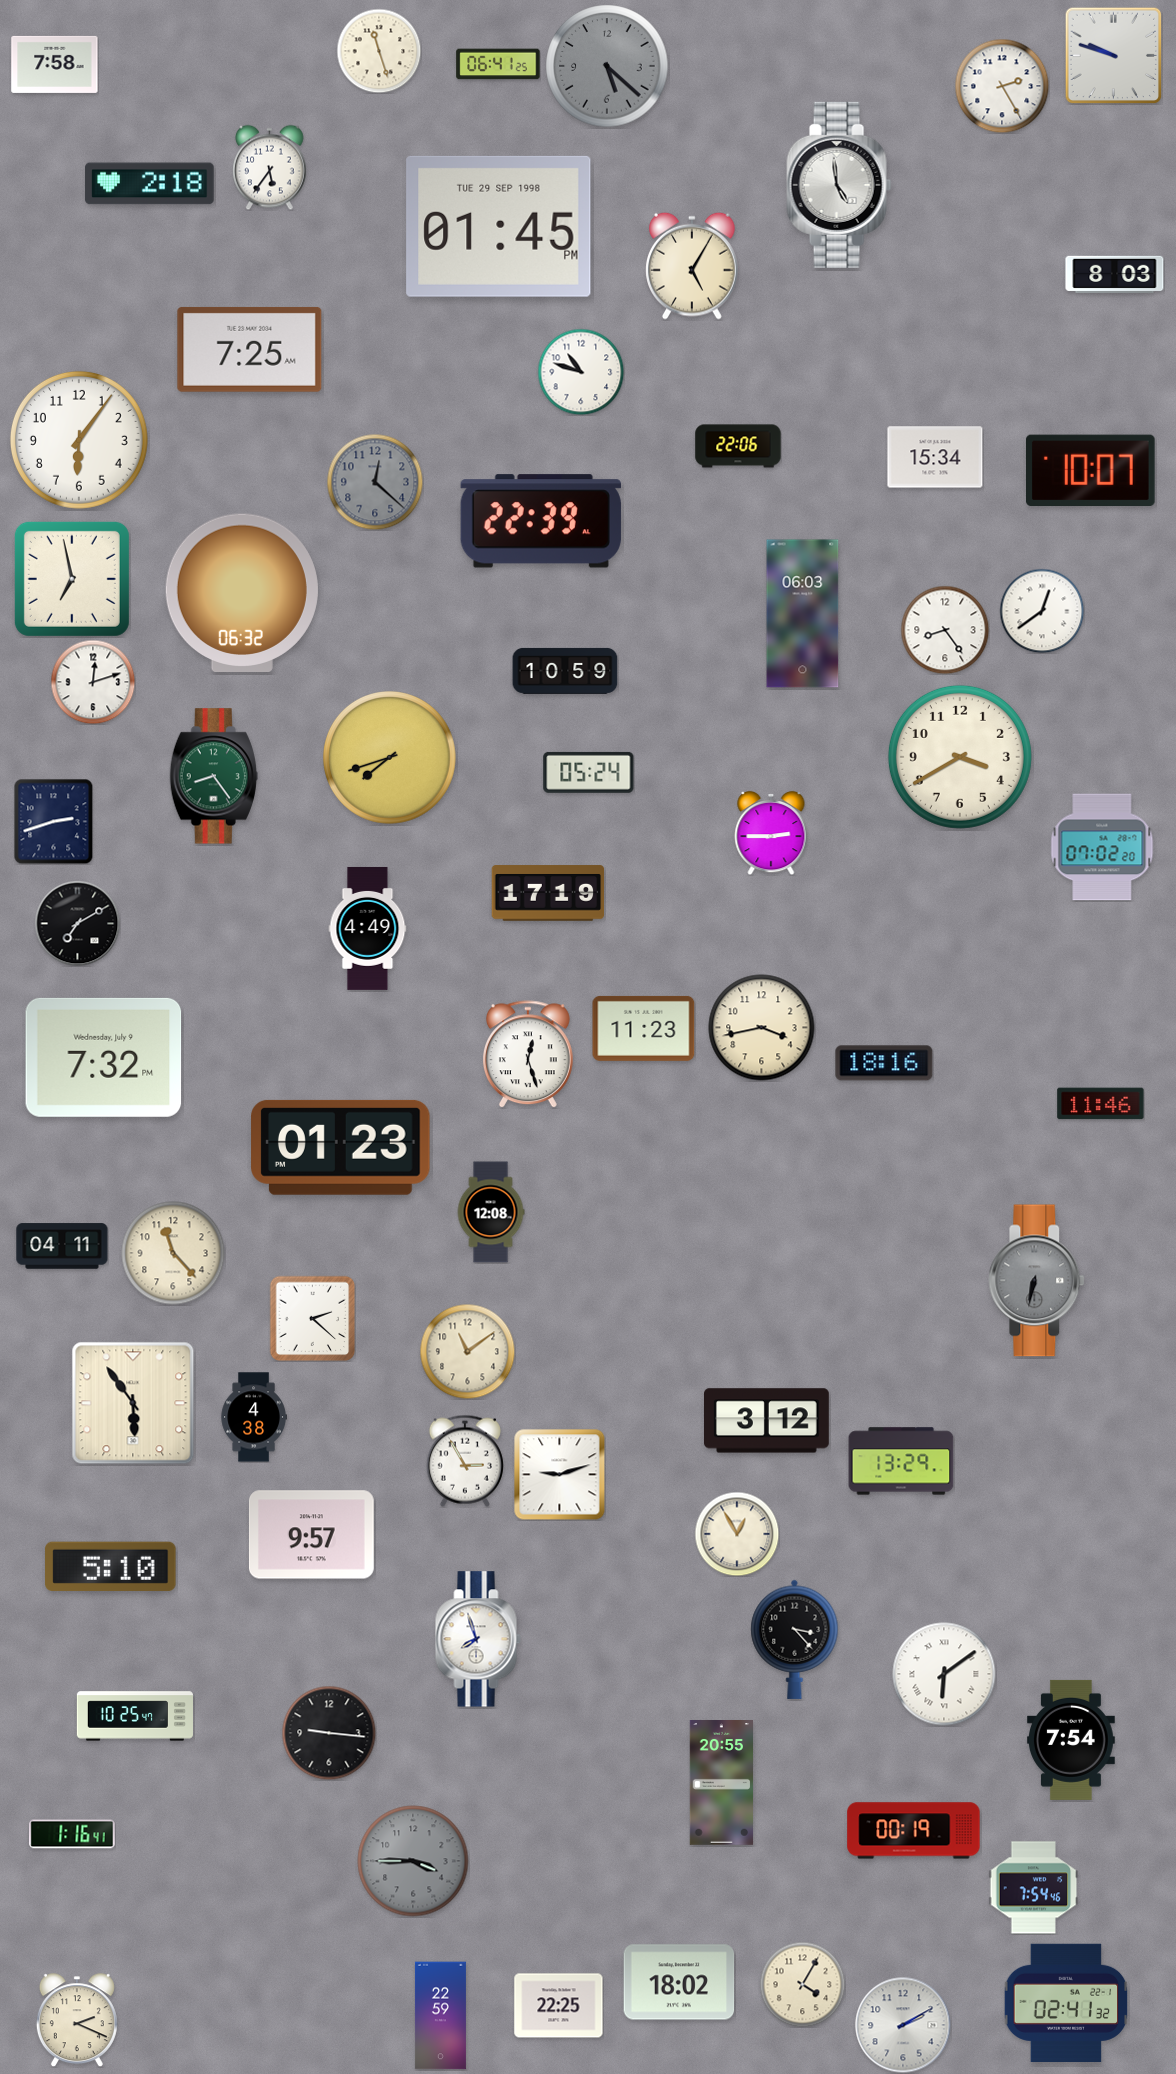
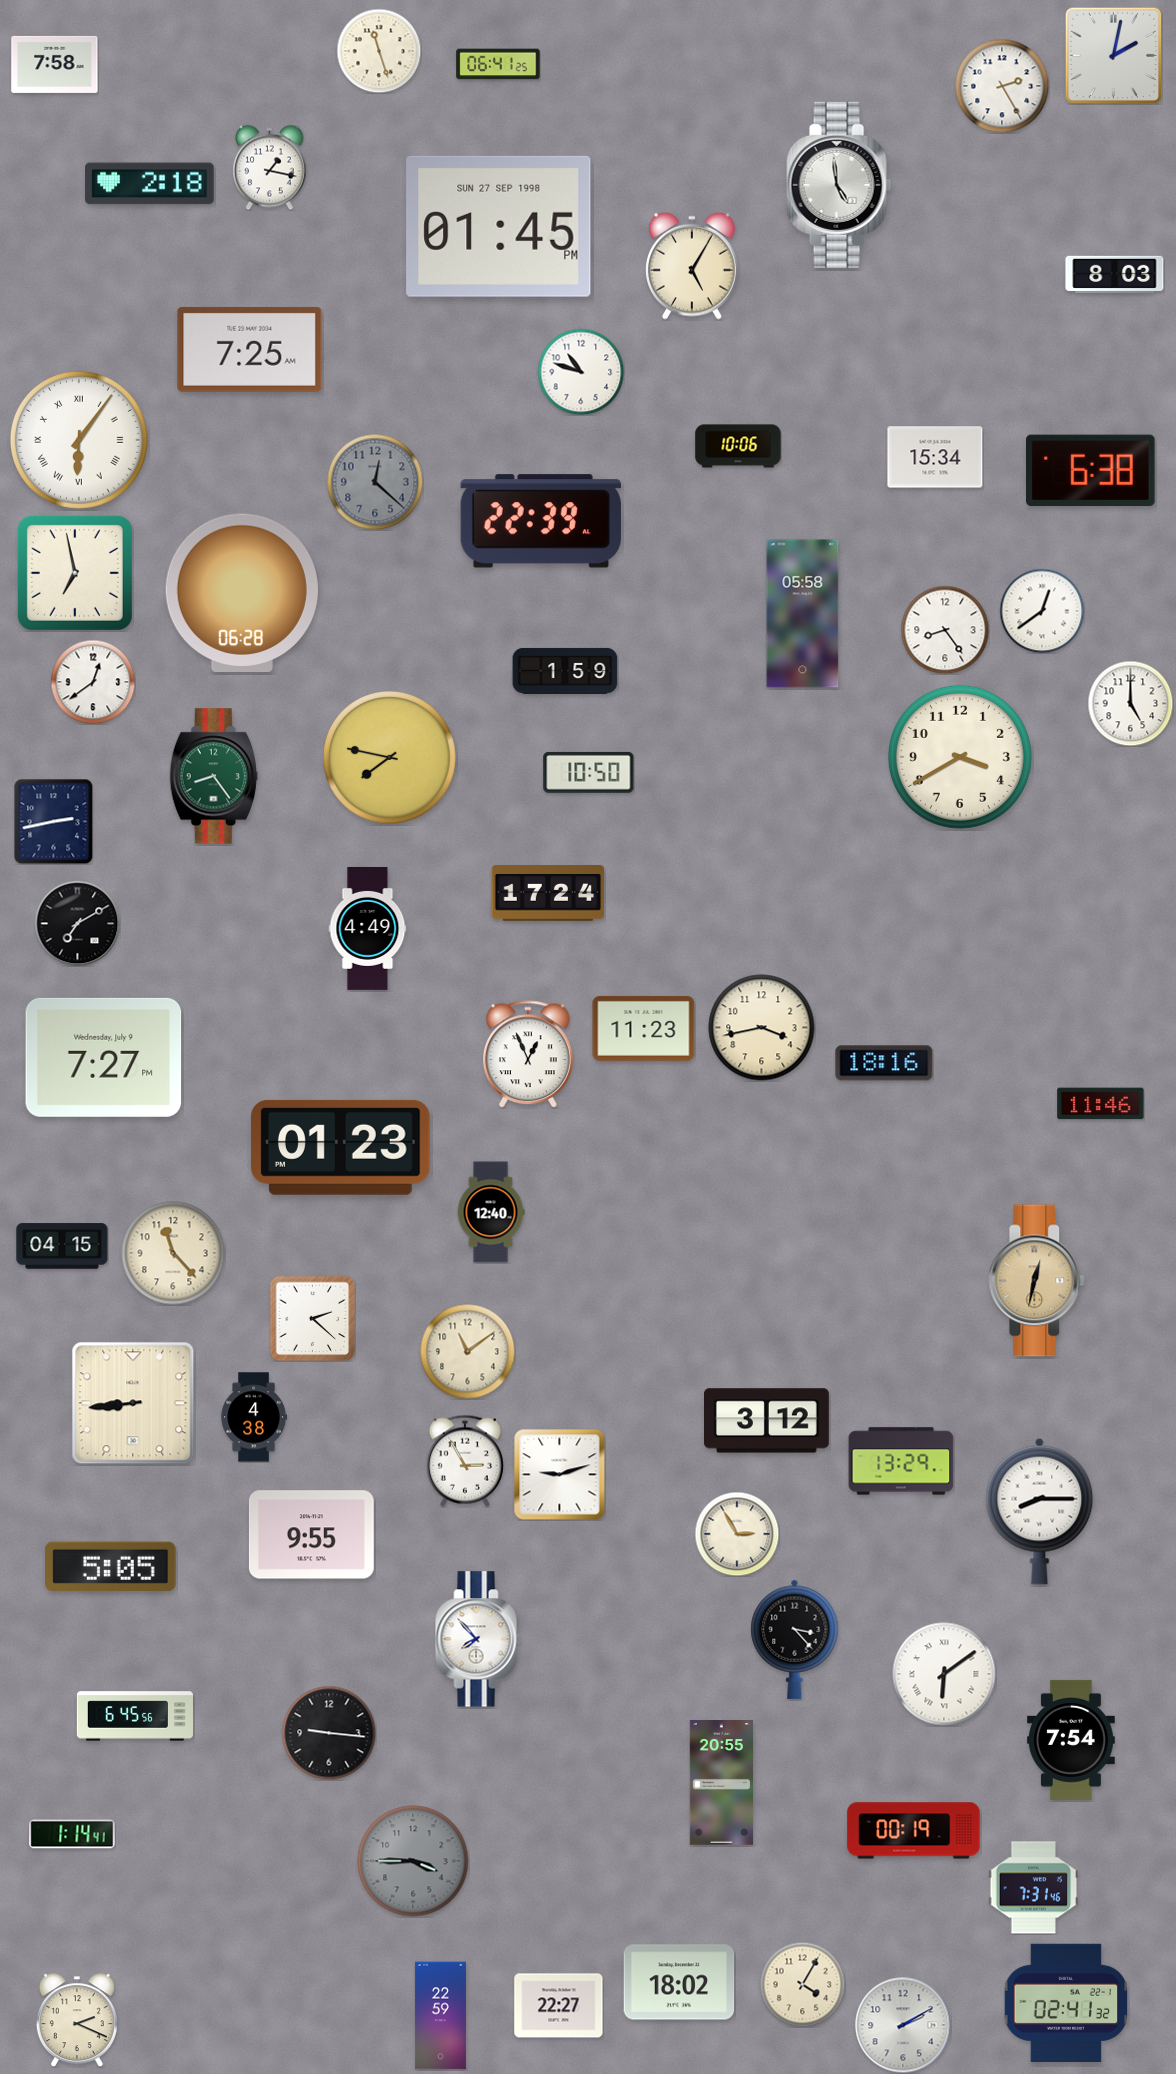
clock at (1113, 55): 9:48 -> 2:02
clock at (607, 66): 5:22 -> none
clock at (270, 167): 5:36 -> 1:17
clock at (499, 226) date: TUE 29 SEP 1998 -> SUN 27 SEP 1998
clock at (79, 440) numerals: Arabic -> Roman
clock at (738, 446): 22:06 -> 10:06
clock at (1091, 470): 10:07 -> 6:38
clock at (72, 579) position: (72, 579) -> (75, 573)
clock at (242, 592): 06:32 -> 06:28
clock at (803, 614): 06:03 -> 05:58
clock at (565, 671): 10:59 -> 1:59
clock at (93, 682): 12:12 -> 12:39
clock at (1130, 703): none -> 5:00
clock at (390, 758): 7:42 -> 7:47
clock at (589, 772): 05:24 -> 10:50
clock at (54, 821): 2:42 -> 2:43
clock at (771, 833): 2:45 -> none
clock at (1102, 847): 07:02 -> none
clock at (548, 893): 17:19 -> 17:24
clock at (528, 1054): 12:27 -> 12:56
clock at (104, 1057): 7:32 -> 7:27
clock at (491, 1212): 12:08 -> 12:40
clock at (62, 1246): 04:11 -> 04:15
clock at (1037, 1281): 6:32 -> 12:32
clock at (1037, 1281) dial: grey -> champagne
clock at (133, 1403): 5:54 -> 8:44
clock at (1040, 1511): none -> 8:15
clock at (737, 1534): 12:55 -> 2:55
clock at (311, 1535): 9:57 -> 9:55
clock at (111, 1566): 5:10 -> 5:05
clock at (478, 1639): 7:57 -> 7:53
clock at (134, 1716): 10:25 -> 6:45
clock at (72, 1834): 1:16 -> 1:14
clock at (1034, 1888): 7:54 -> 7:31
clock at (559, 2006): 22:25 -> 22:27
